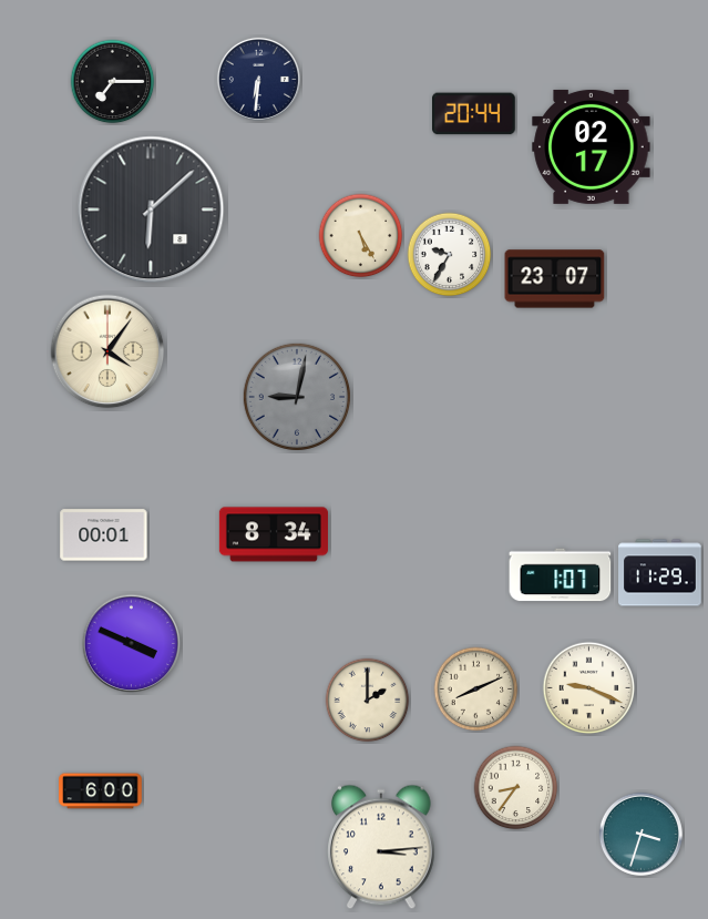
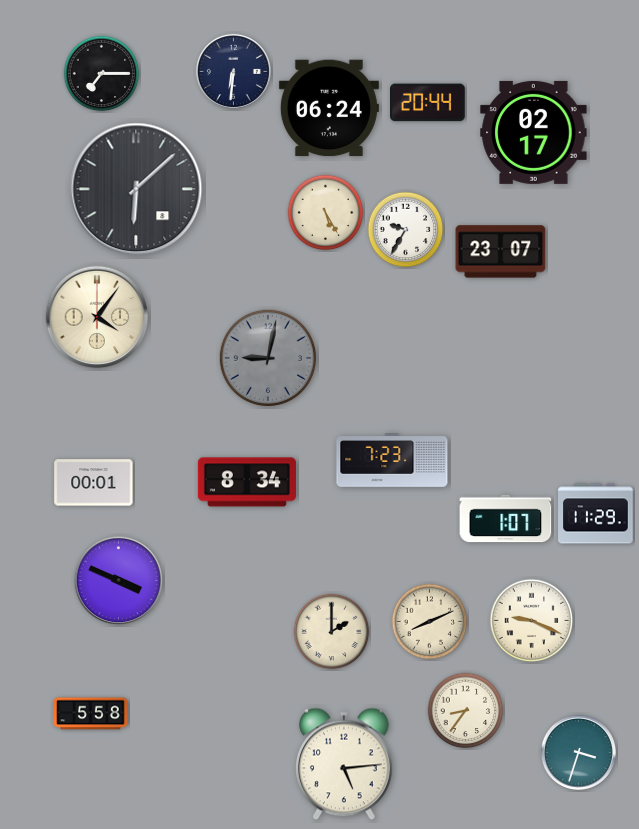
clock at (329, 108): none -> 06:24
clock at (392, 461): none -> 7:23
clock at (660, 573) position: (660, 573) -> (596, 514)
clock at (101, 792): 6:00 -> 5:58
clock at (382, 847): 3:14 -> 5:14
